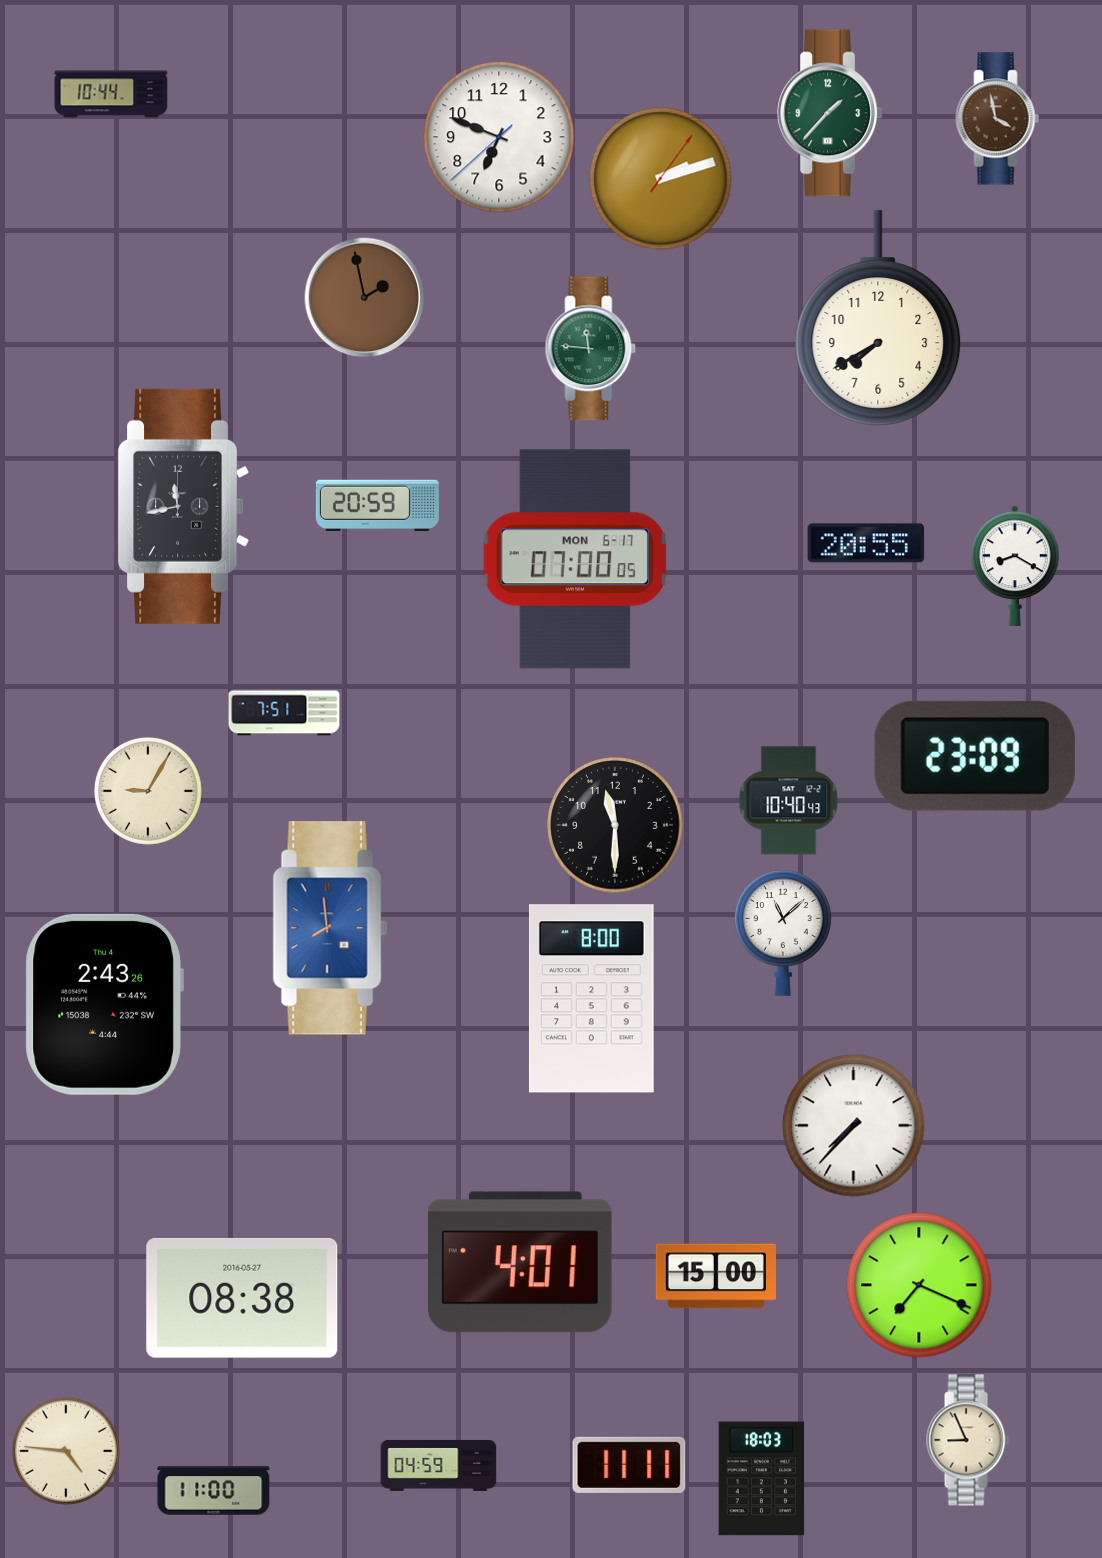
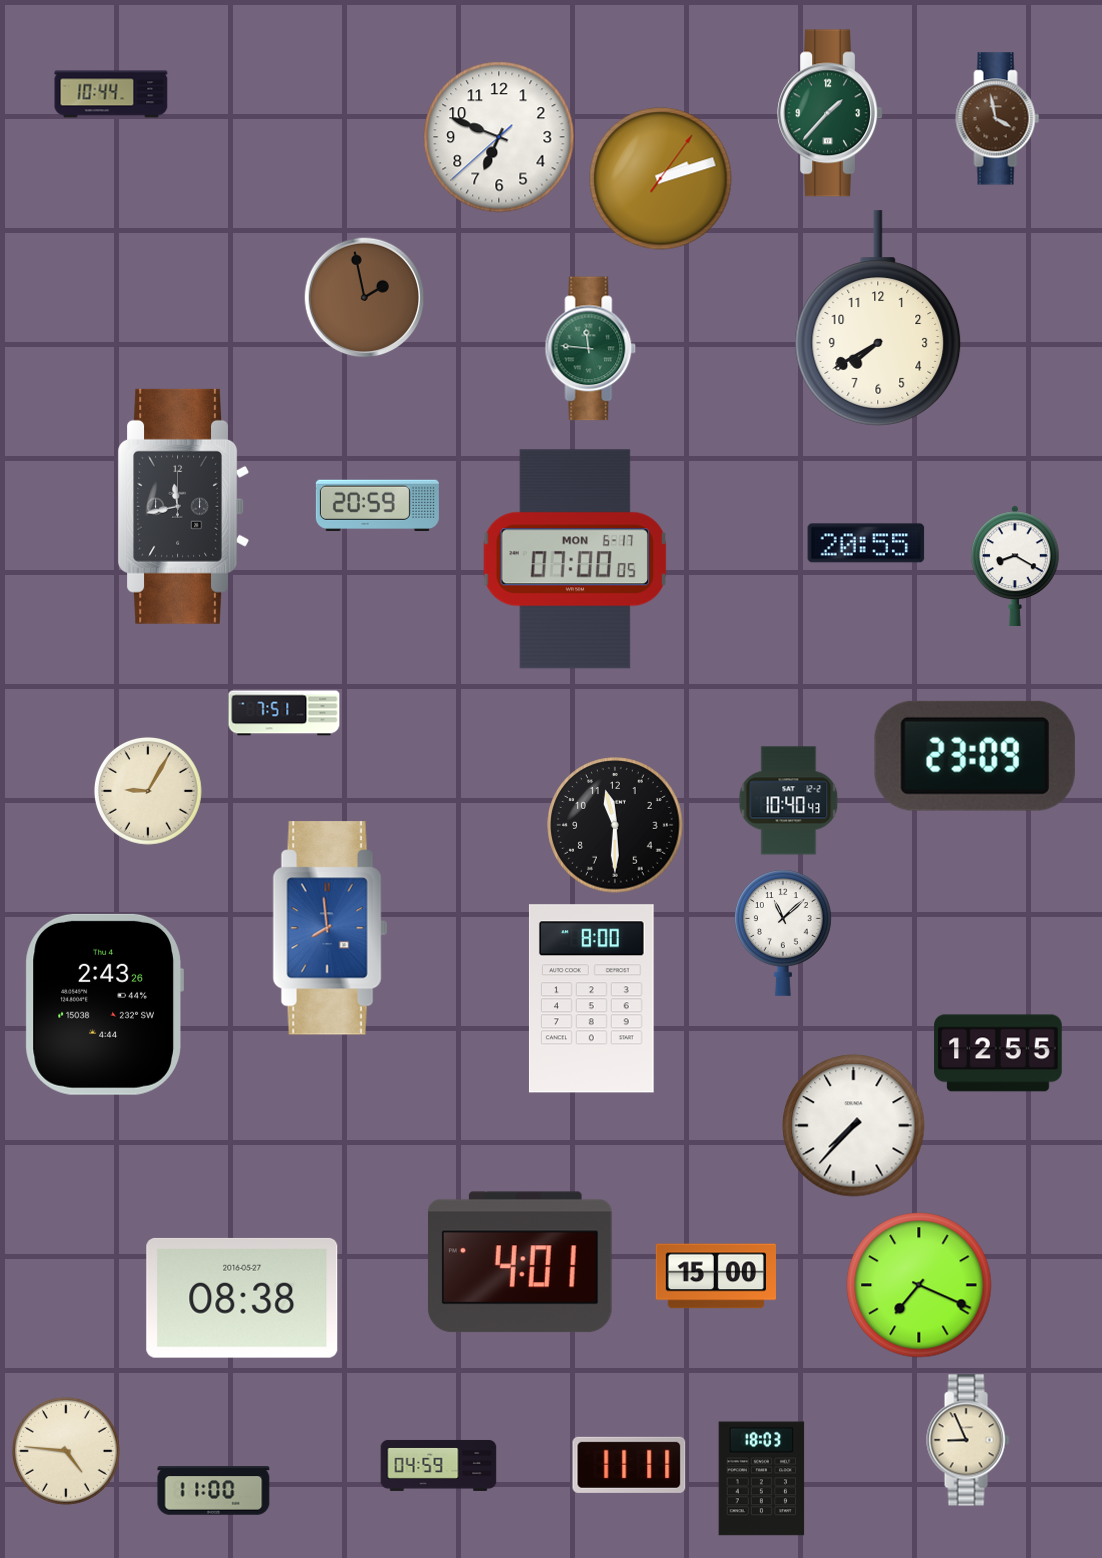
clock at (998, 1053): none -> 12:55
